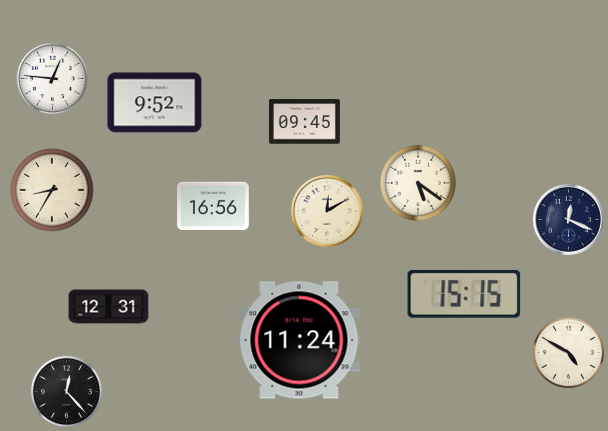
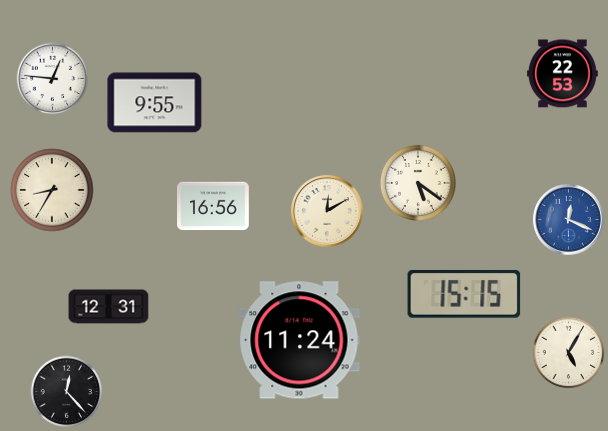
clock at (562, 74): none -> 22:53
clock at (155, 103): 9:52 -> 9:55
clock at (304, 122): 09:45 -> none
clock at (568, 219) dial: navy -> blue
clock at (569, 353): 4:50 -> 5:05
